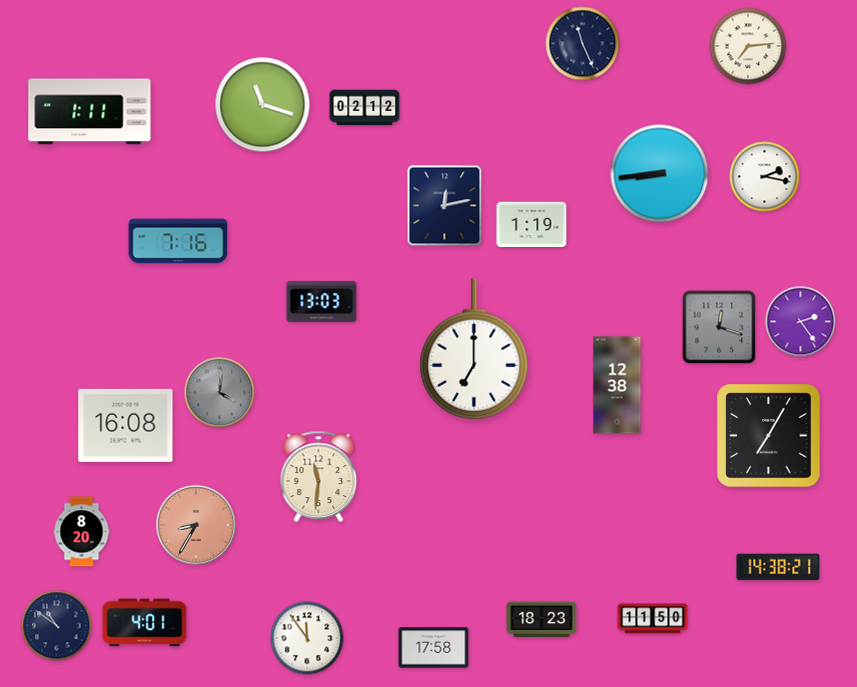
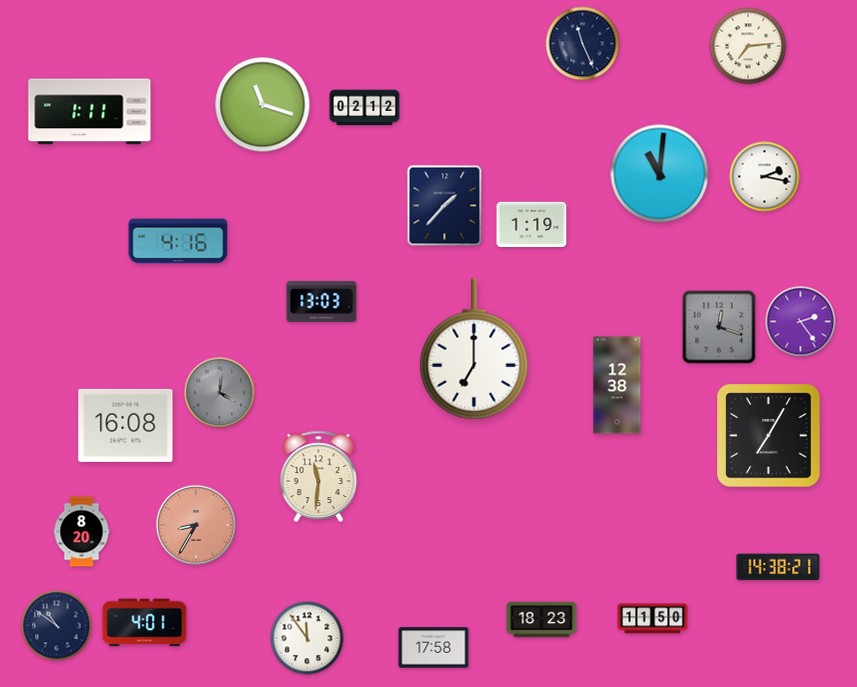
clock at (660, 174): 8:44 -> 11:01
clock at (445, 206): 12:13 -> 1:37
clock at (178, 241): 7:16 -> 4:16
